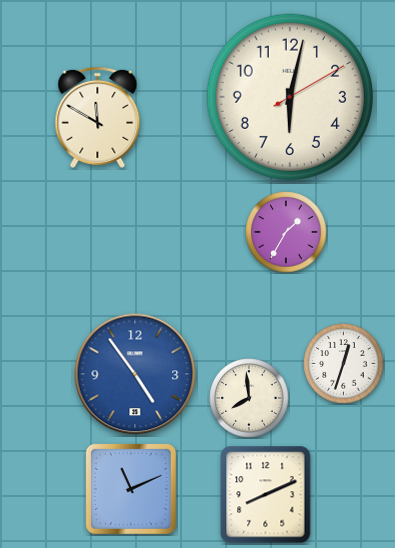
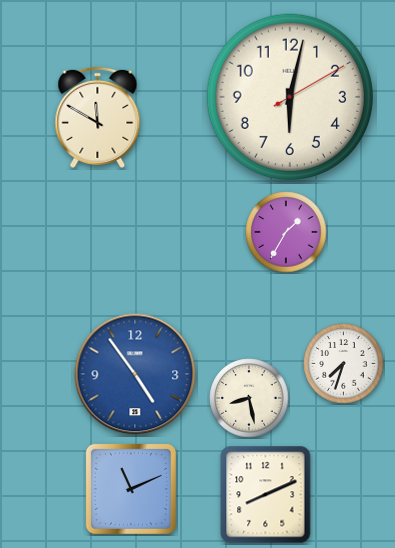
clock at (344, 364): 12:33 -> 7:33
clock at (249, 398): 7:59 -> 8:28
